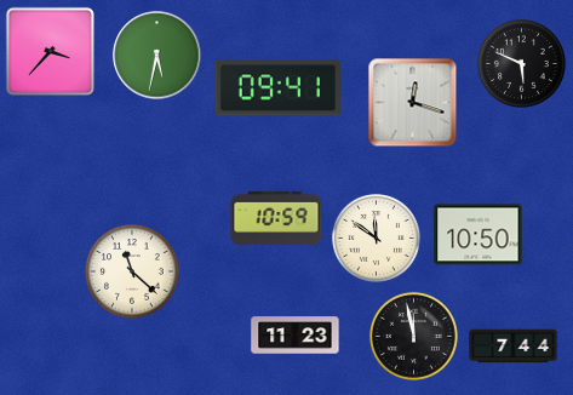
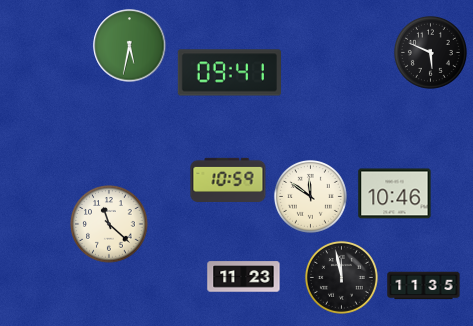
clock at (50, 51): 3:37 -> none
clock at (413, 103): 12:18 -> none
clock at (479, 235): 10:50 -> 10:46
clock at (514, 347): 7:44 -> 11:35
